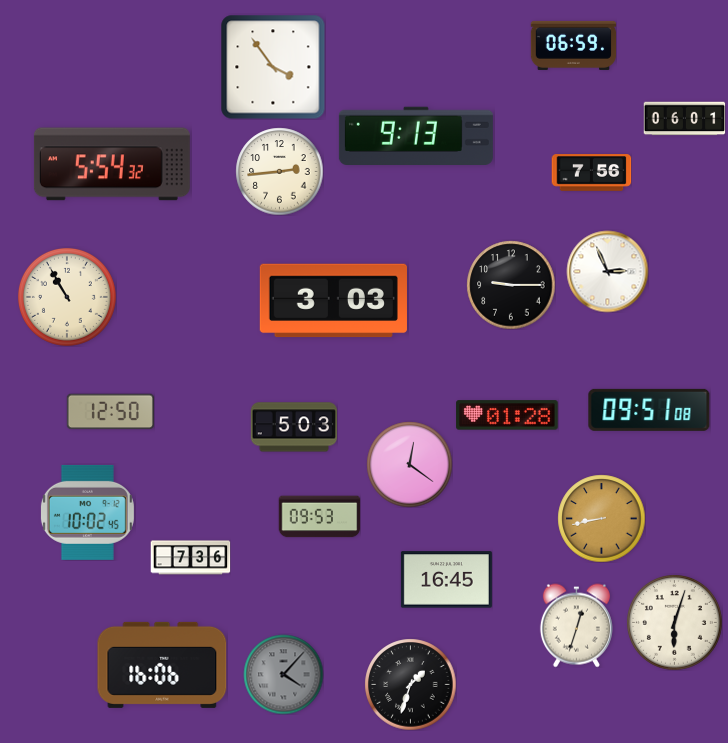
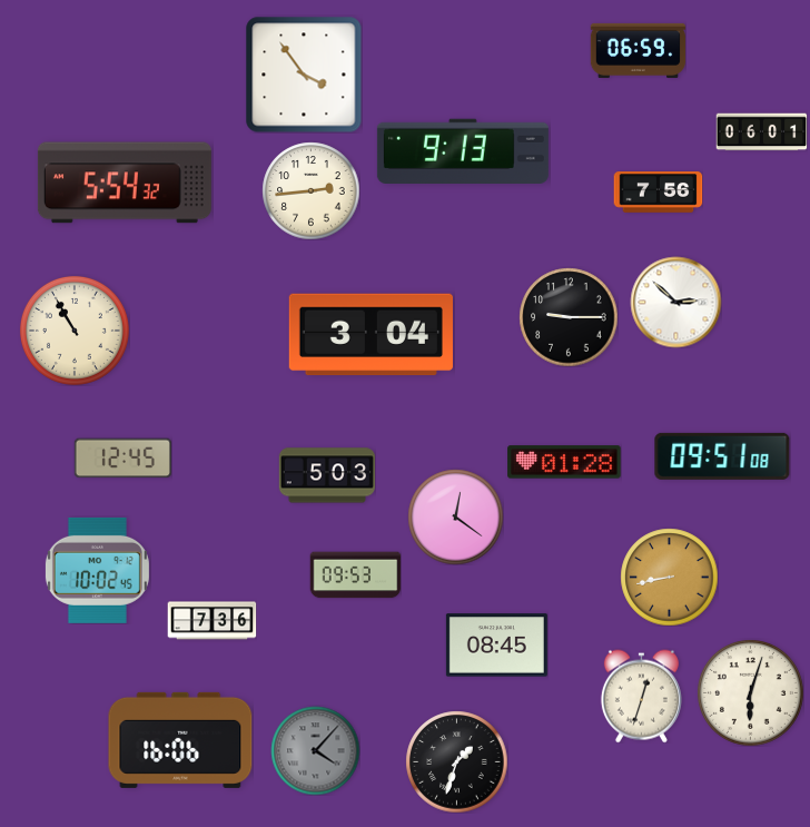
clock at (607, 271): 2:56 -> 2:52
clock at (333, 301): 3:03 -> 3:04
clock at (110, 412): 12:50 -> 12:45
clock at (446, 580): 16:45 -> 08:45
